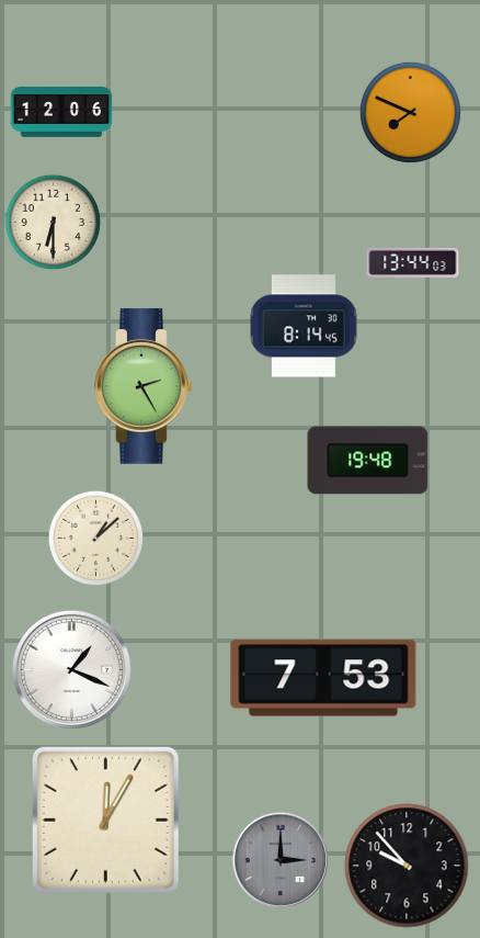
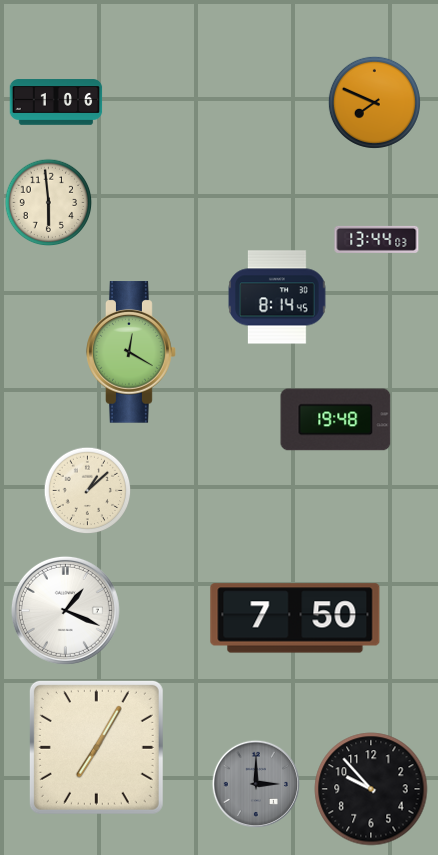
clock at (61, 112): 12:06 -> 1:06
clock at (54, 223): 6:30 -> 5:59
clock at (144, 386): 2:25 -> 12:20
clock at (323, 678): 7:53 -> 7:50
clock at (105, 820): 12:05 -> 7:05
